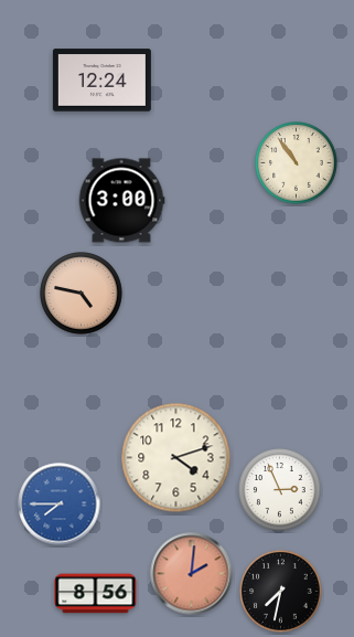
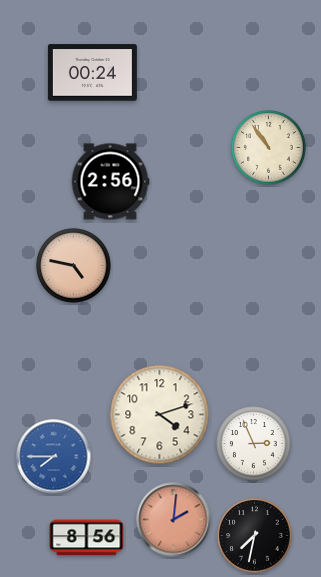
clock at (101, 81): 12:24 -> 00:24
clock at (121, 201): 3:00 -> 2:56
